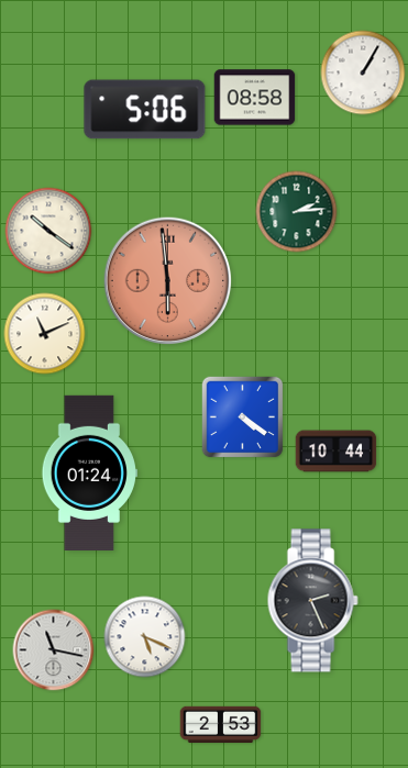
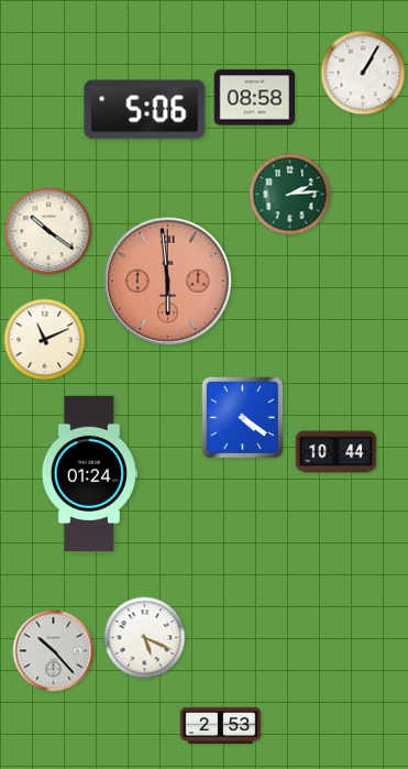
clock at (297, 212) position: (297, 212) -> (290, 195)
clock at (45, 334) position: (45, 334) -> (45, 340)
clock at (312, 601): 2:26 -> none
clock at (54, 650): 11:17 -> 10:23
